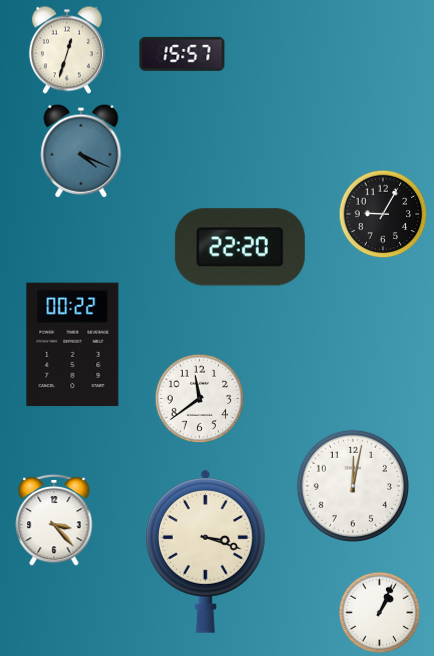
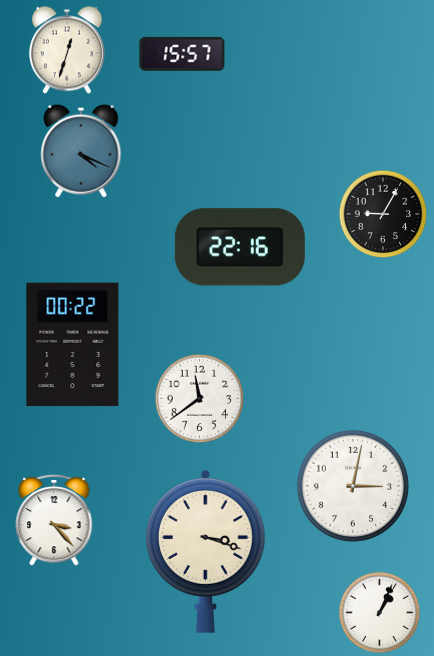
clock at (240, 247): 22:20 -> 22:16
clock at (353, 486): 12:02 -> 3:02
